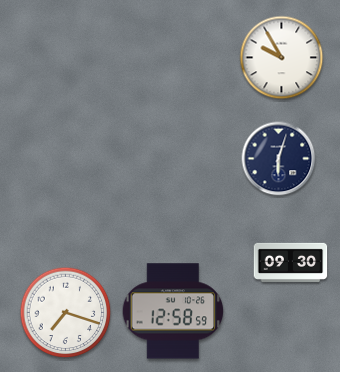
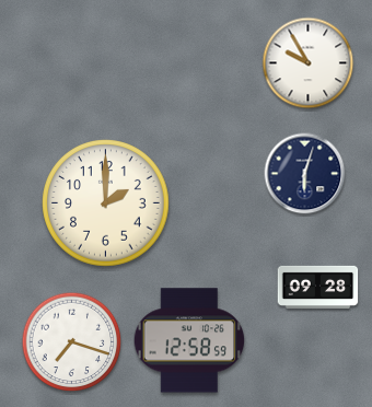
clock at (106, 203): none -> 2:00
clock at (291, 262): 09:30 -> 09:28
